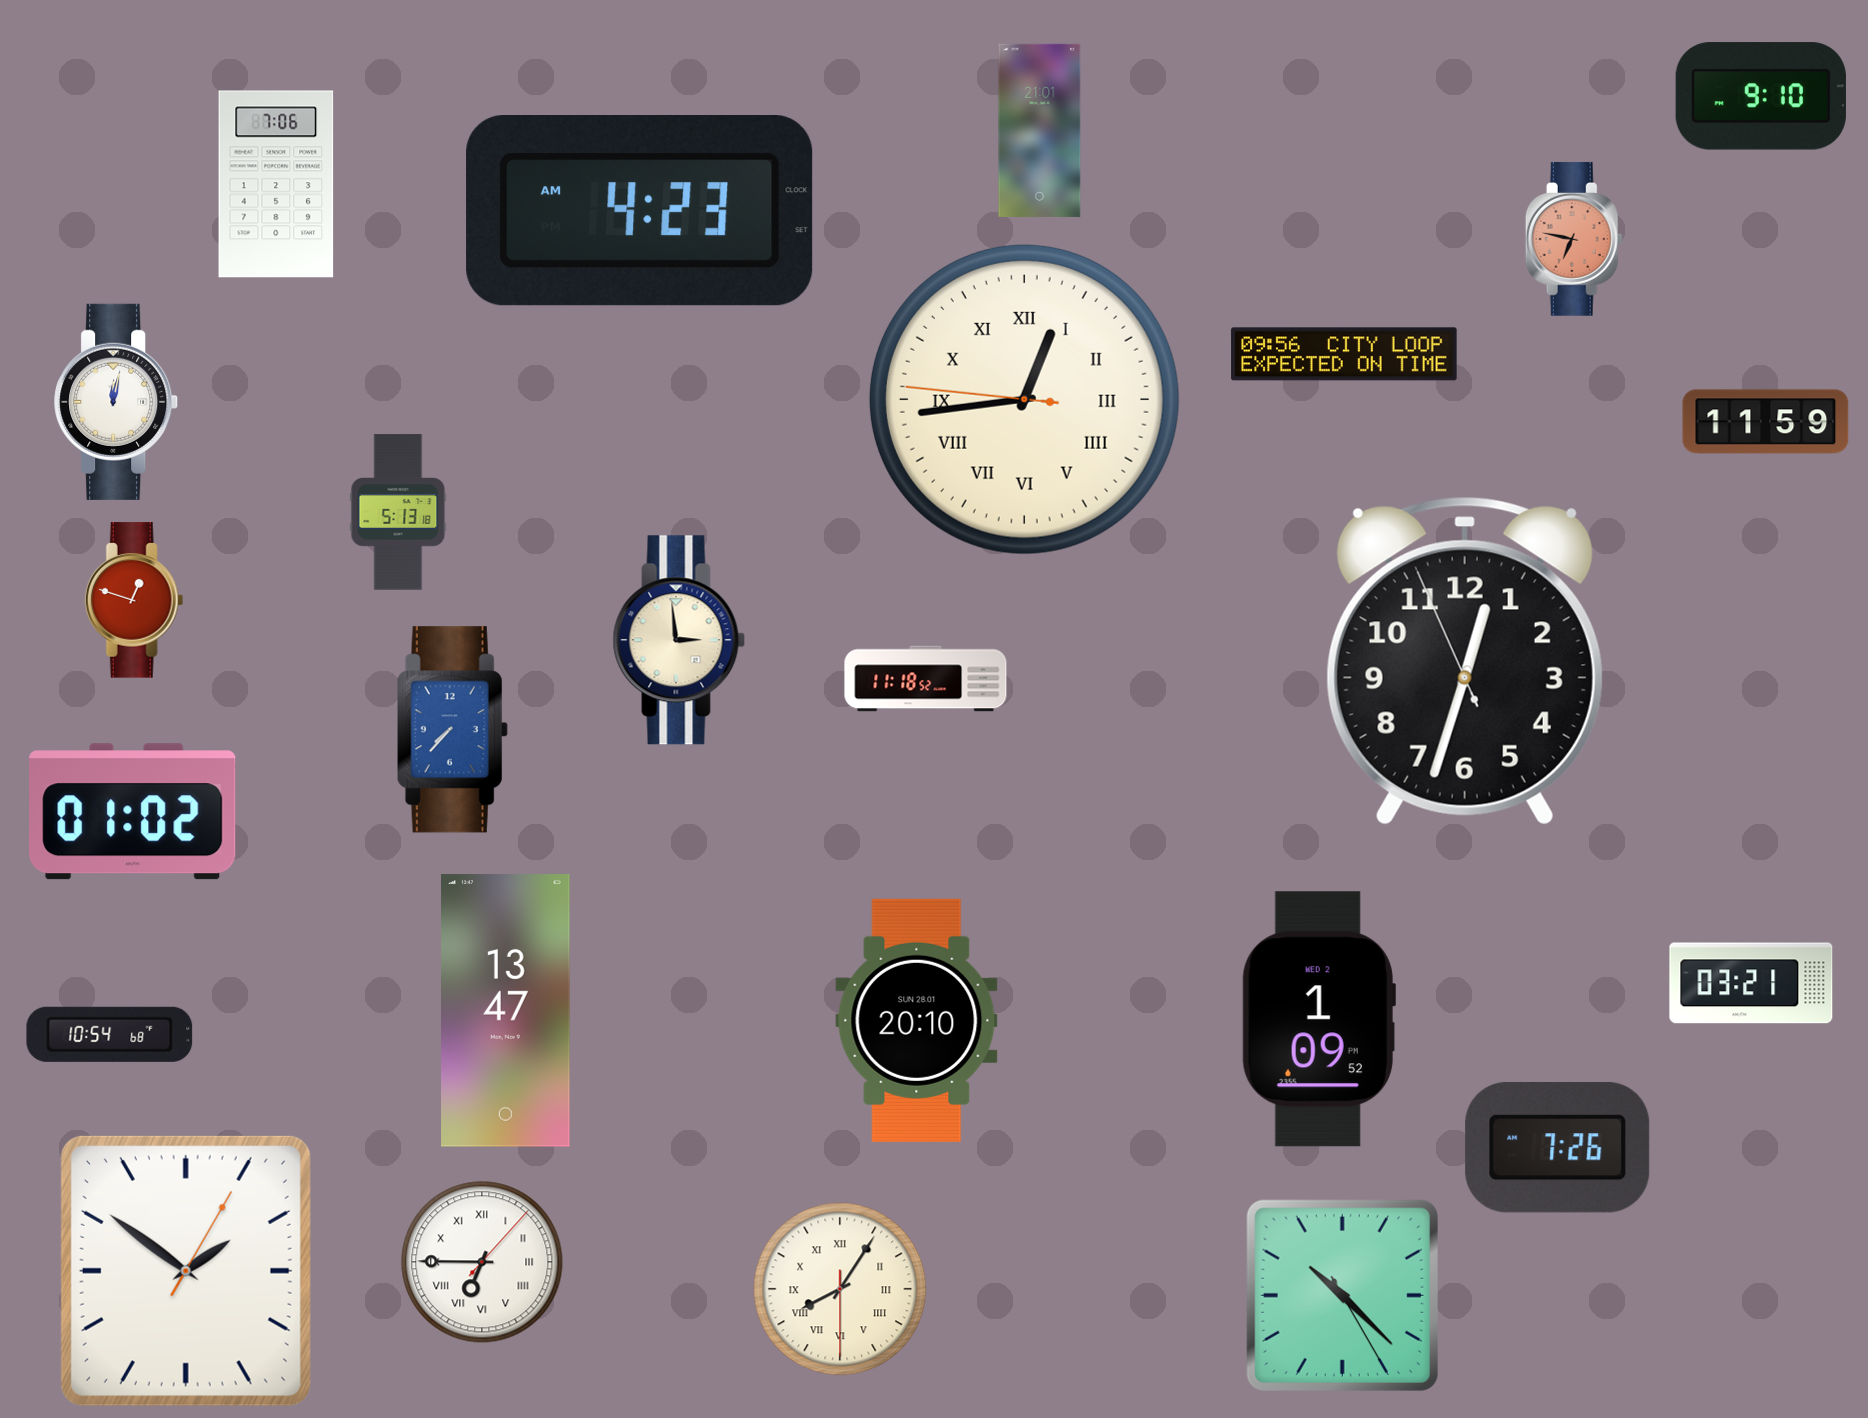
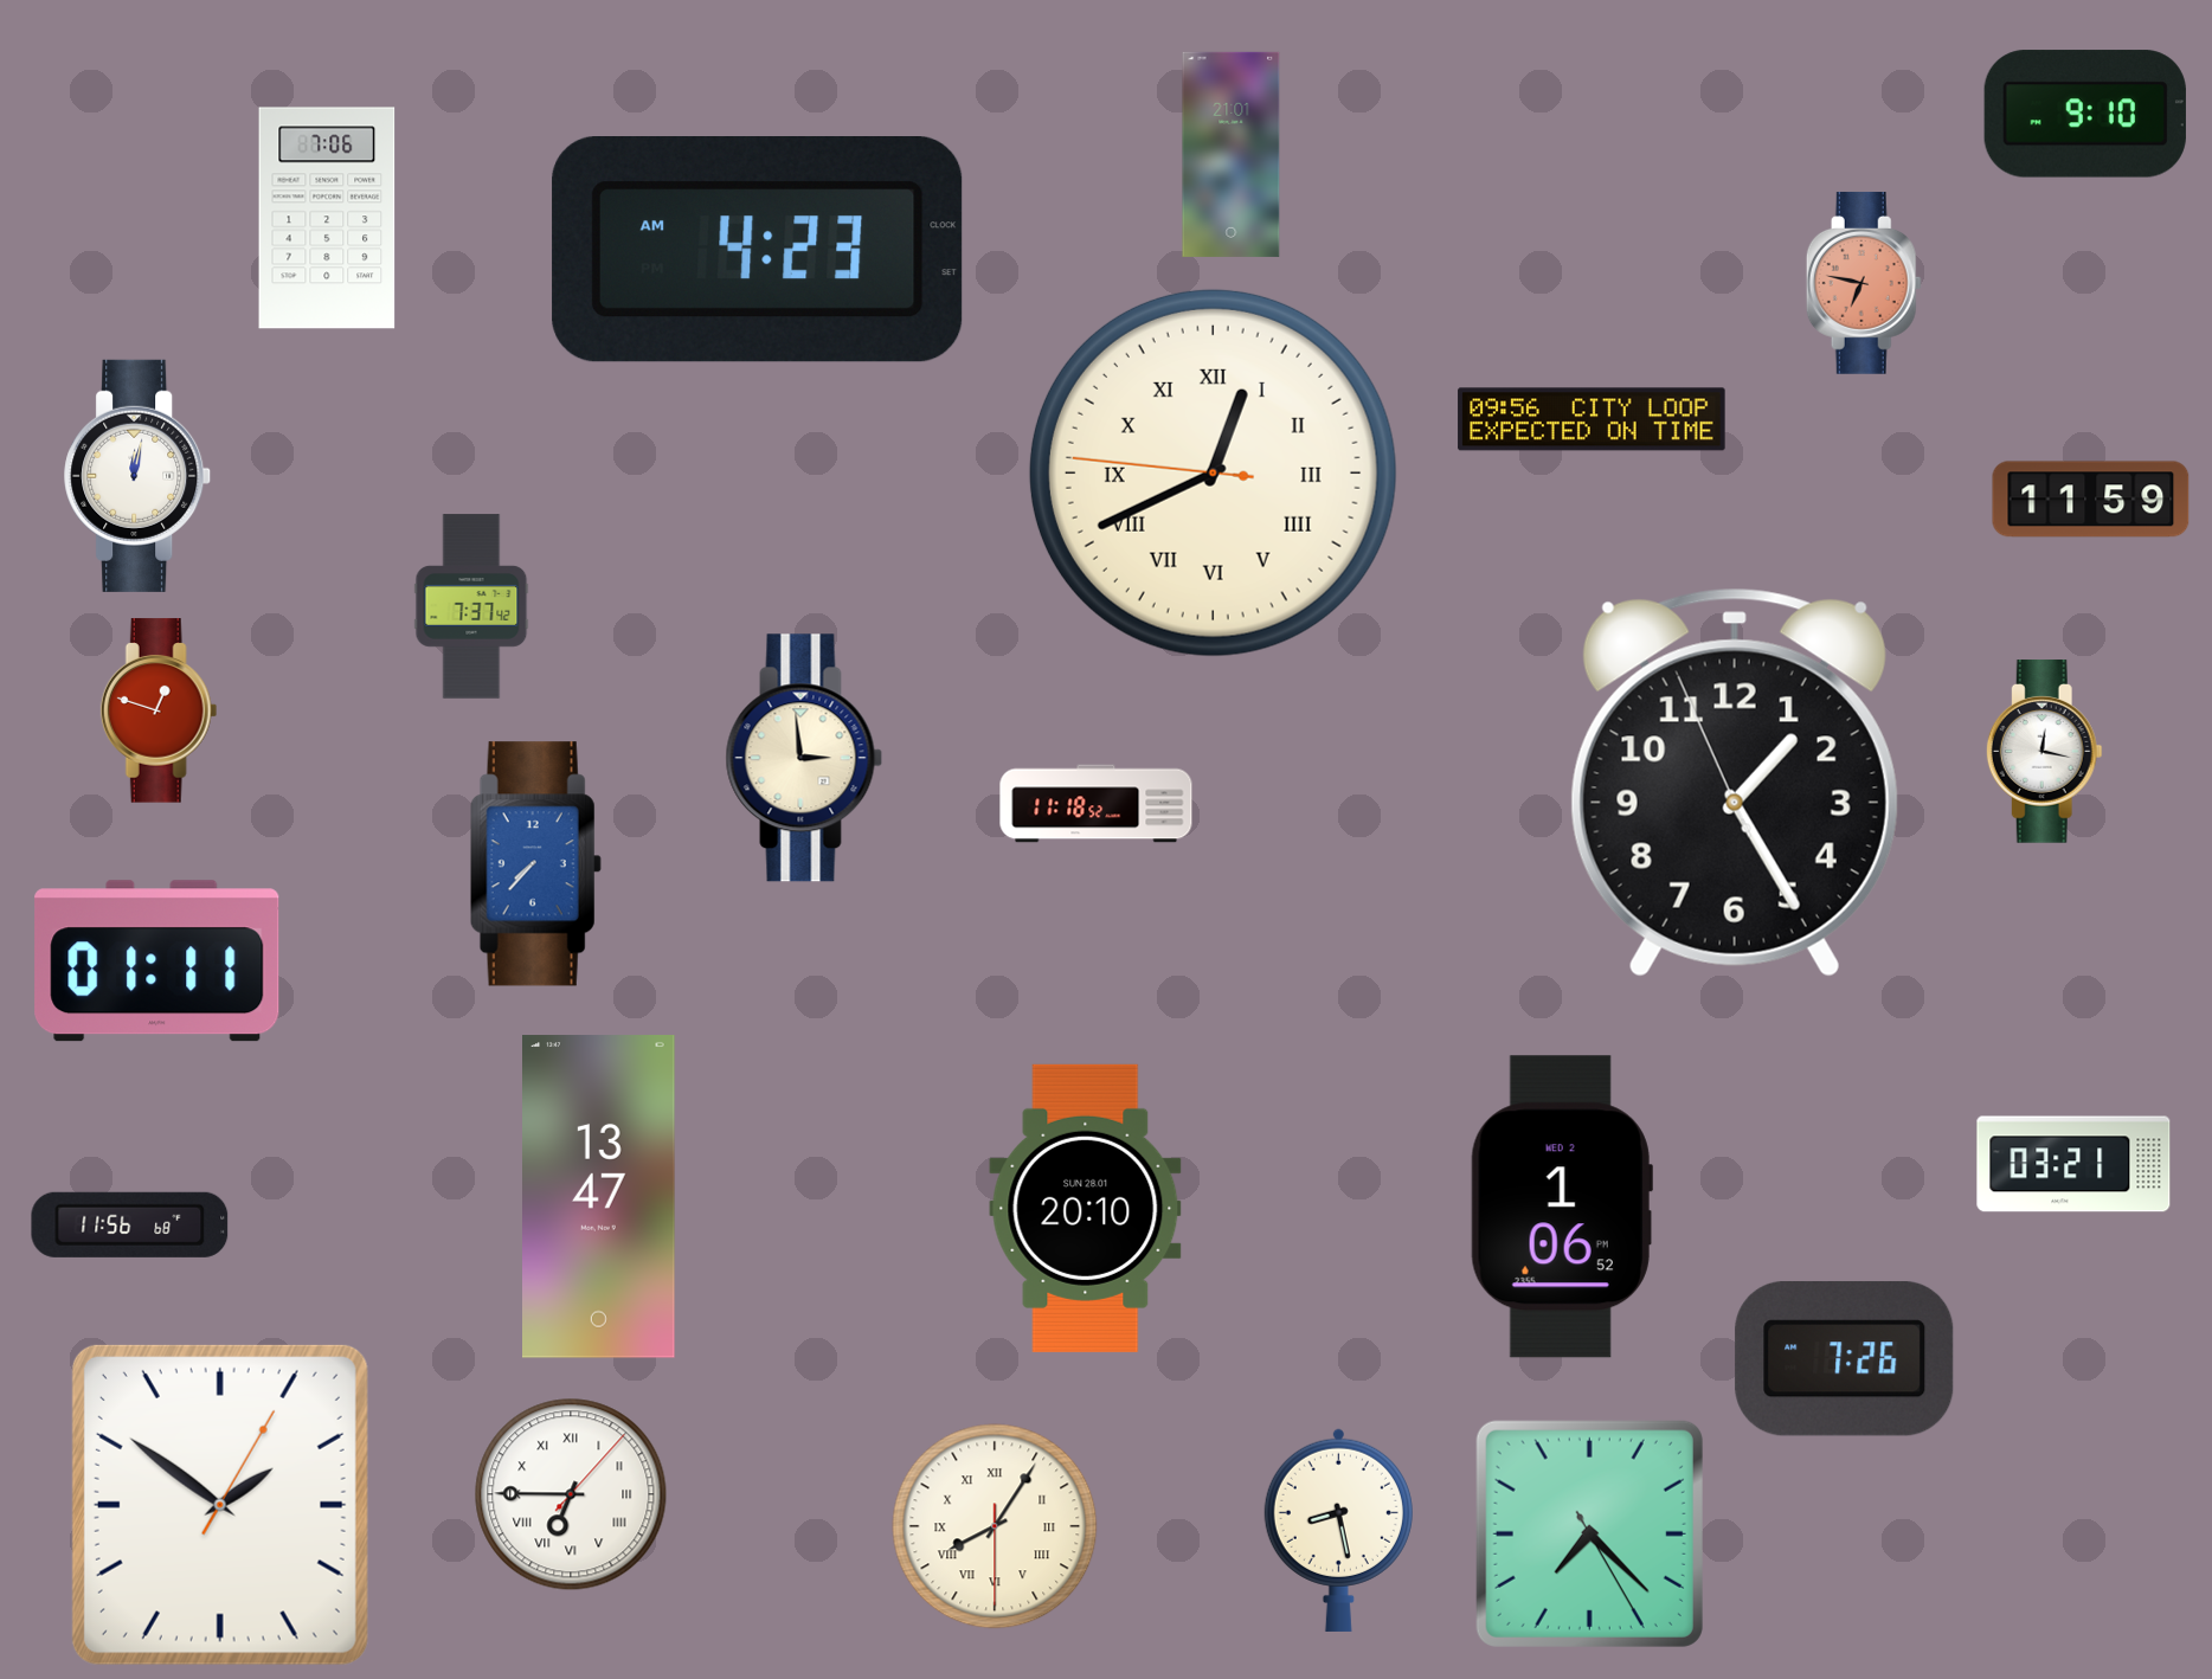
clock at (1024, 399): 12:43 -> 12:40
clock at (398, 512): 5:13 -> 7:37
clock at (2044, 752): none -> 12:17
clock at (1465, 661): 12:32 -> 1:24
clock at (133, 812): 01:02 -> 01:11
clock at (1319, 1019): 1:09 -> 1:06
clock at (110, 1034): 10:54 -> 11:56
clock at (1338, 1530): none -> 8:28
clock at (1342, 1295): 10:22 -> 7:22
